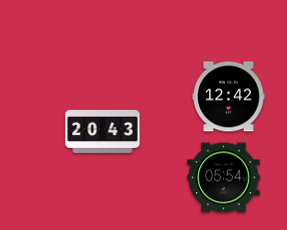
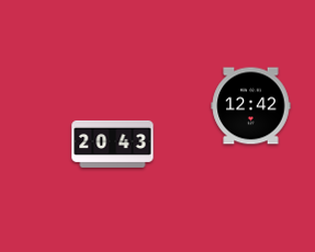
clock at (224, 178): 05:54 -> none
